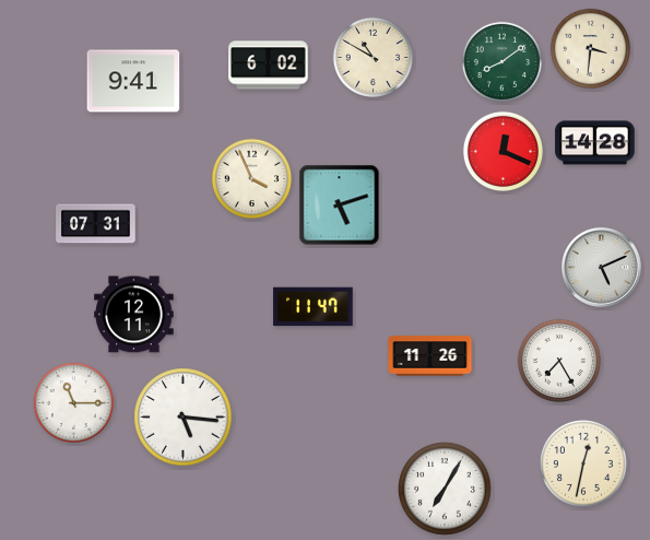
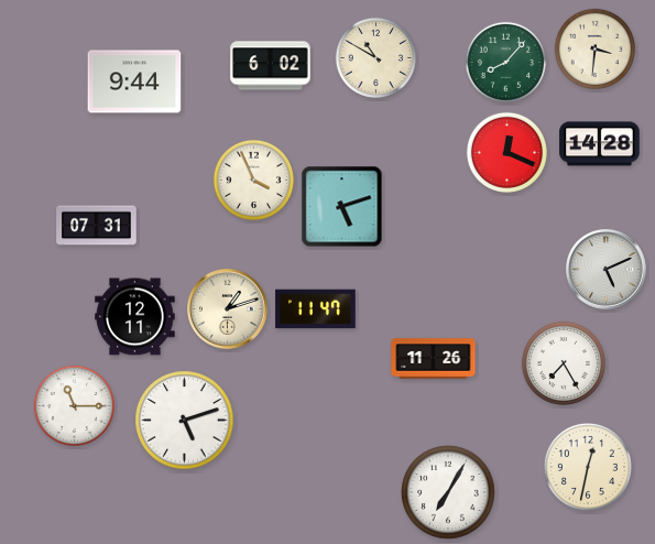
clock at (503, 62): 8:09 -> 8:07
clock at (133, 81): 9:41 -> 9:44
clock at (228, 309): none -> 1:12
clock at (184, 418): 5:16 -> 5:12
